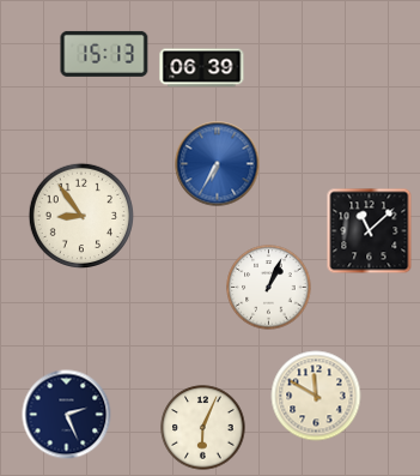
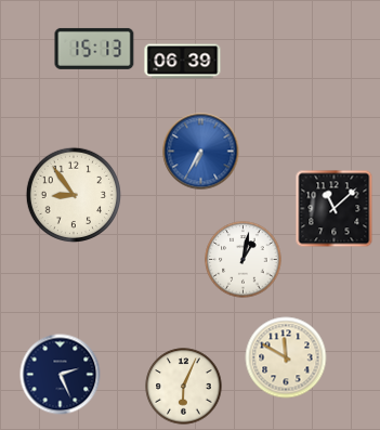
clock at (218, 164) position: (218, 164) -> (201, 152)
clock at (269, 288): 1:04 -> 1:02
